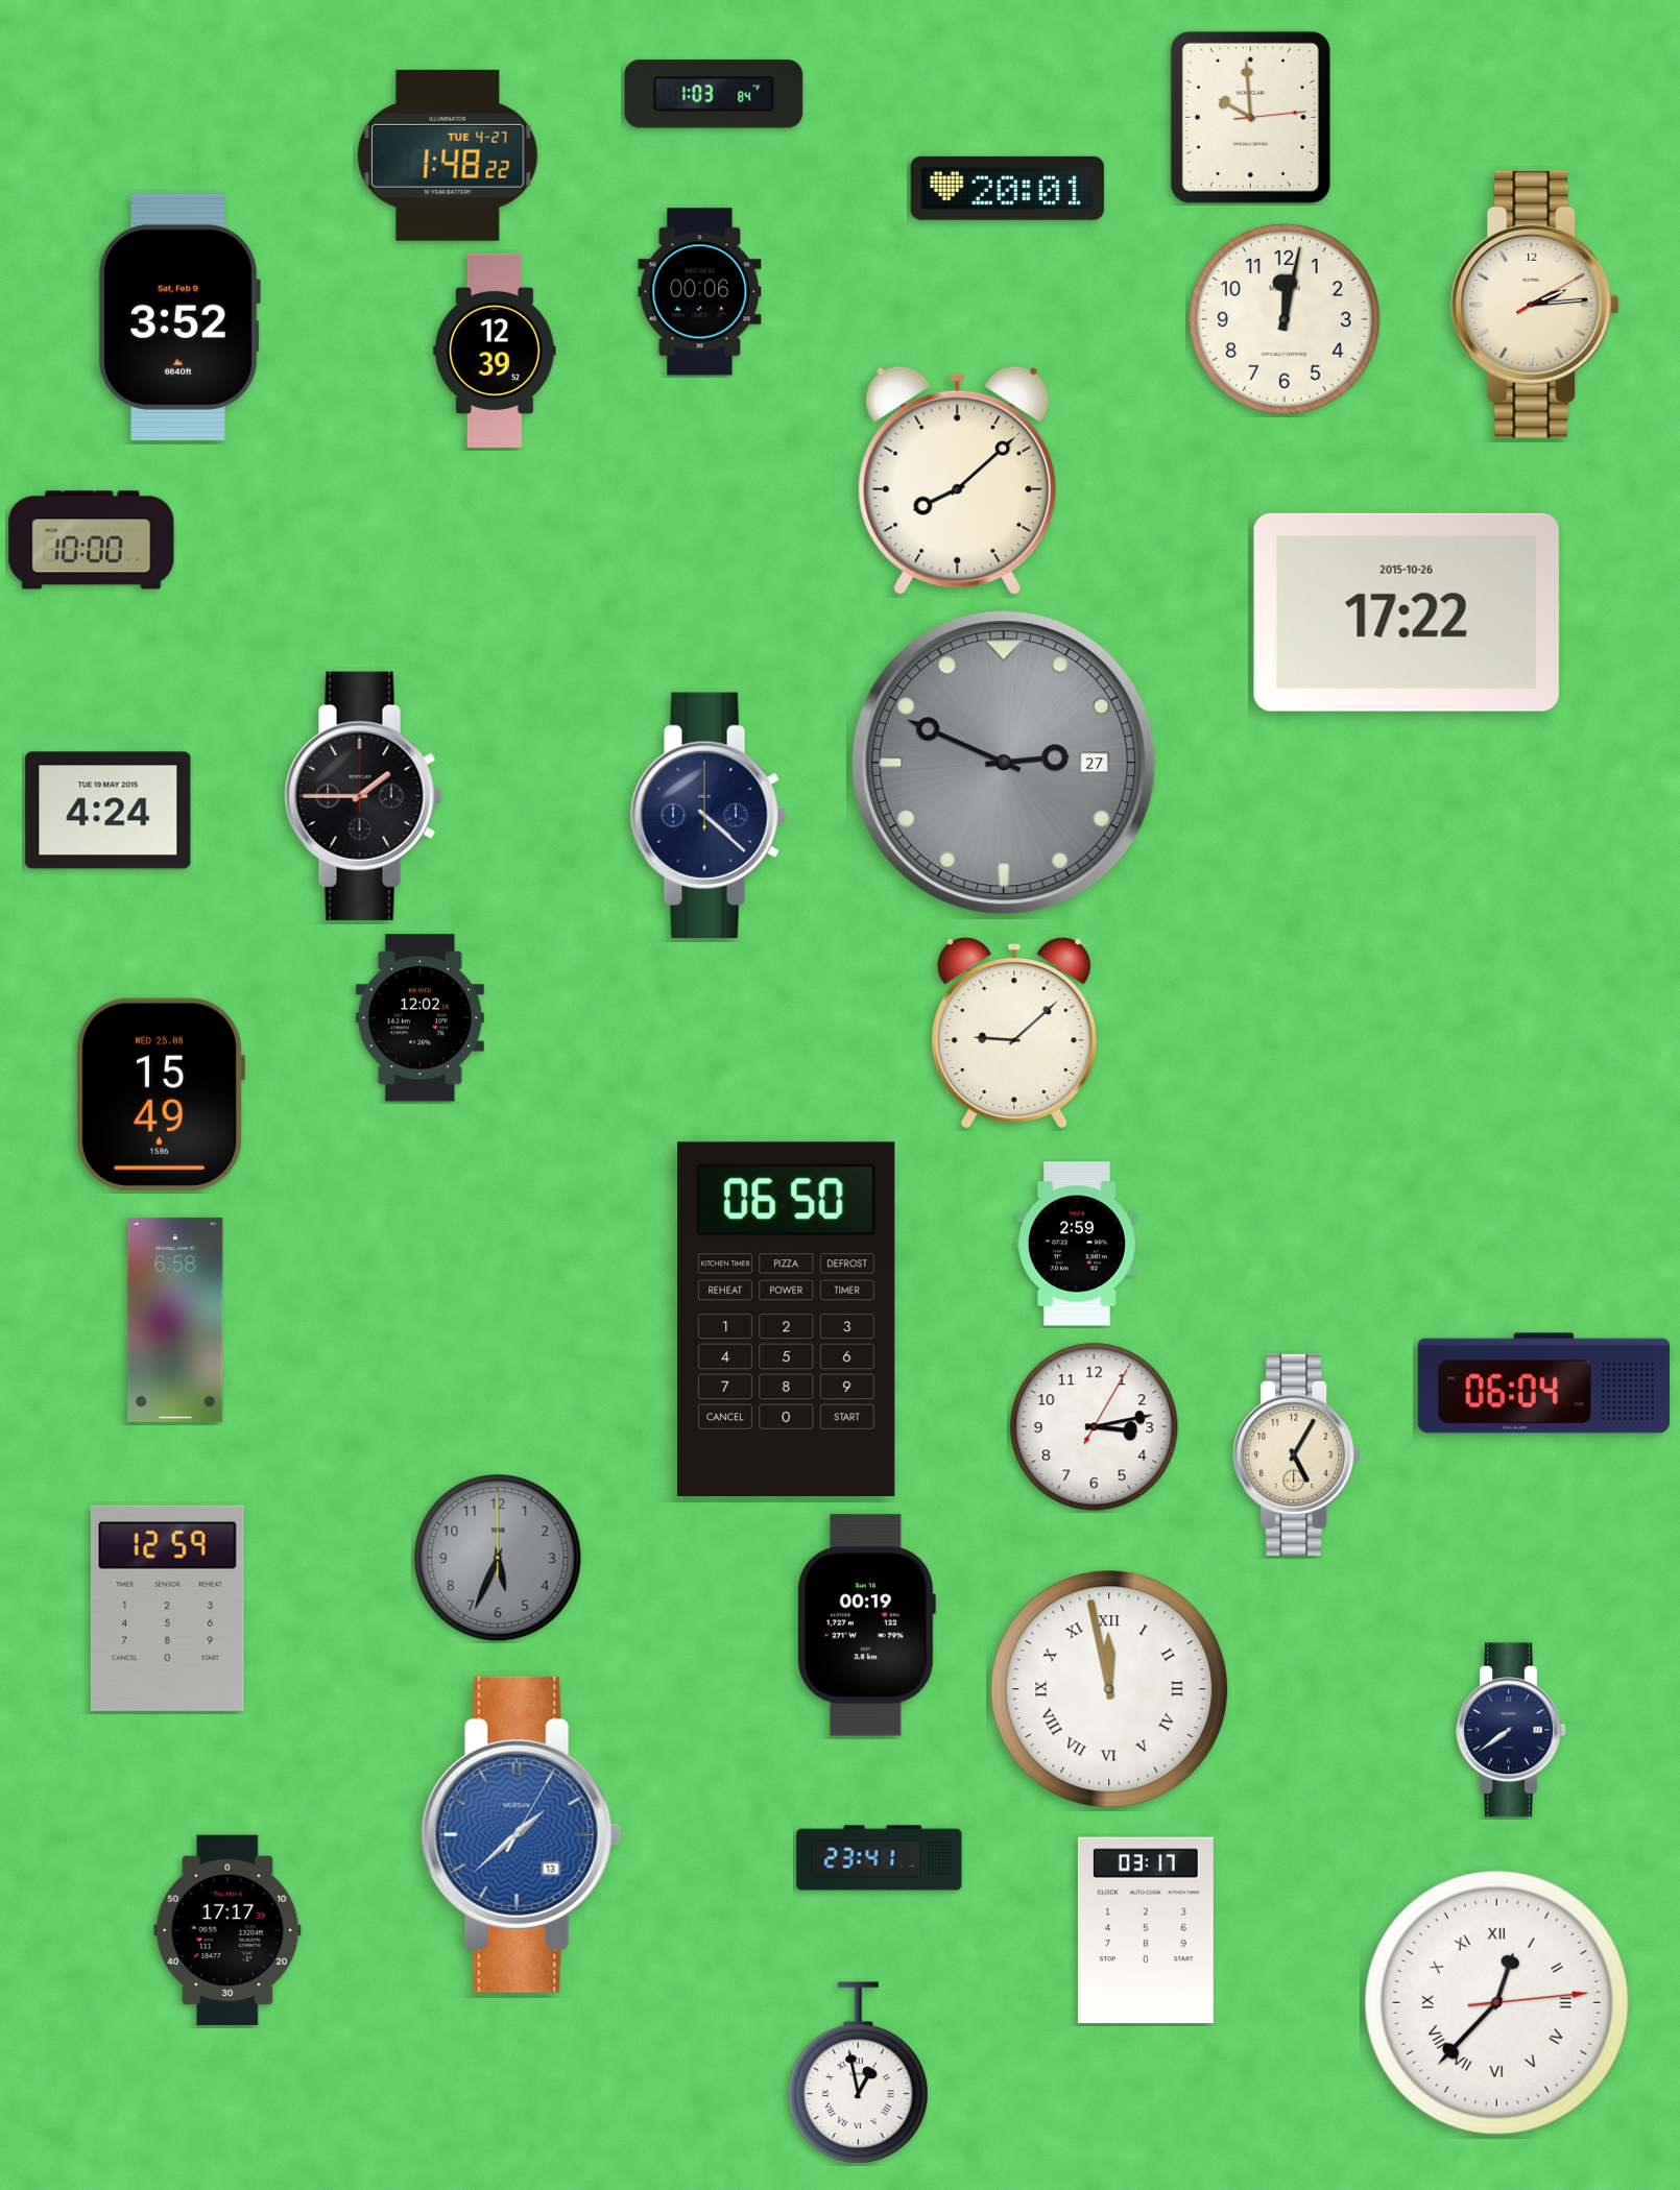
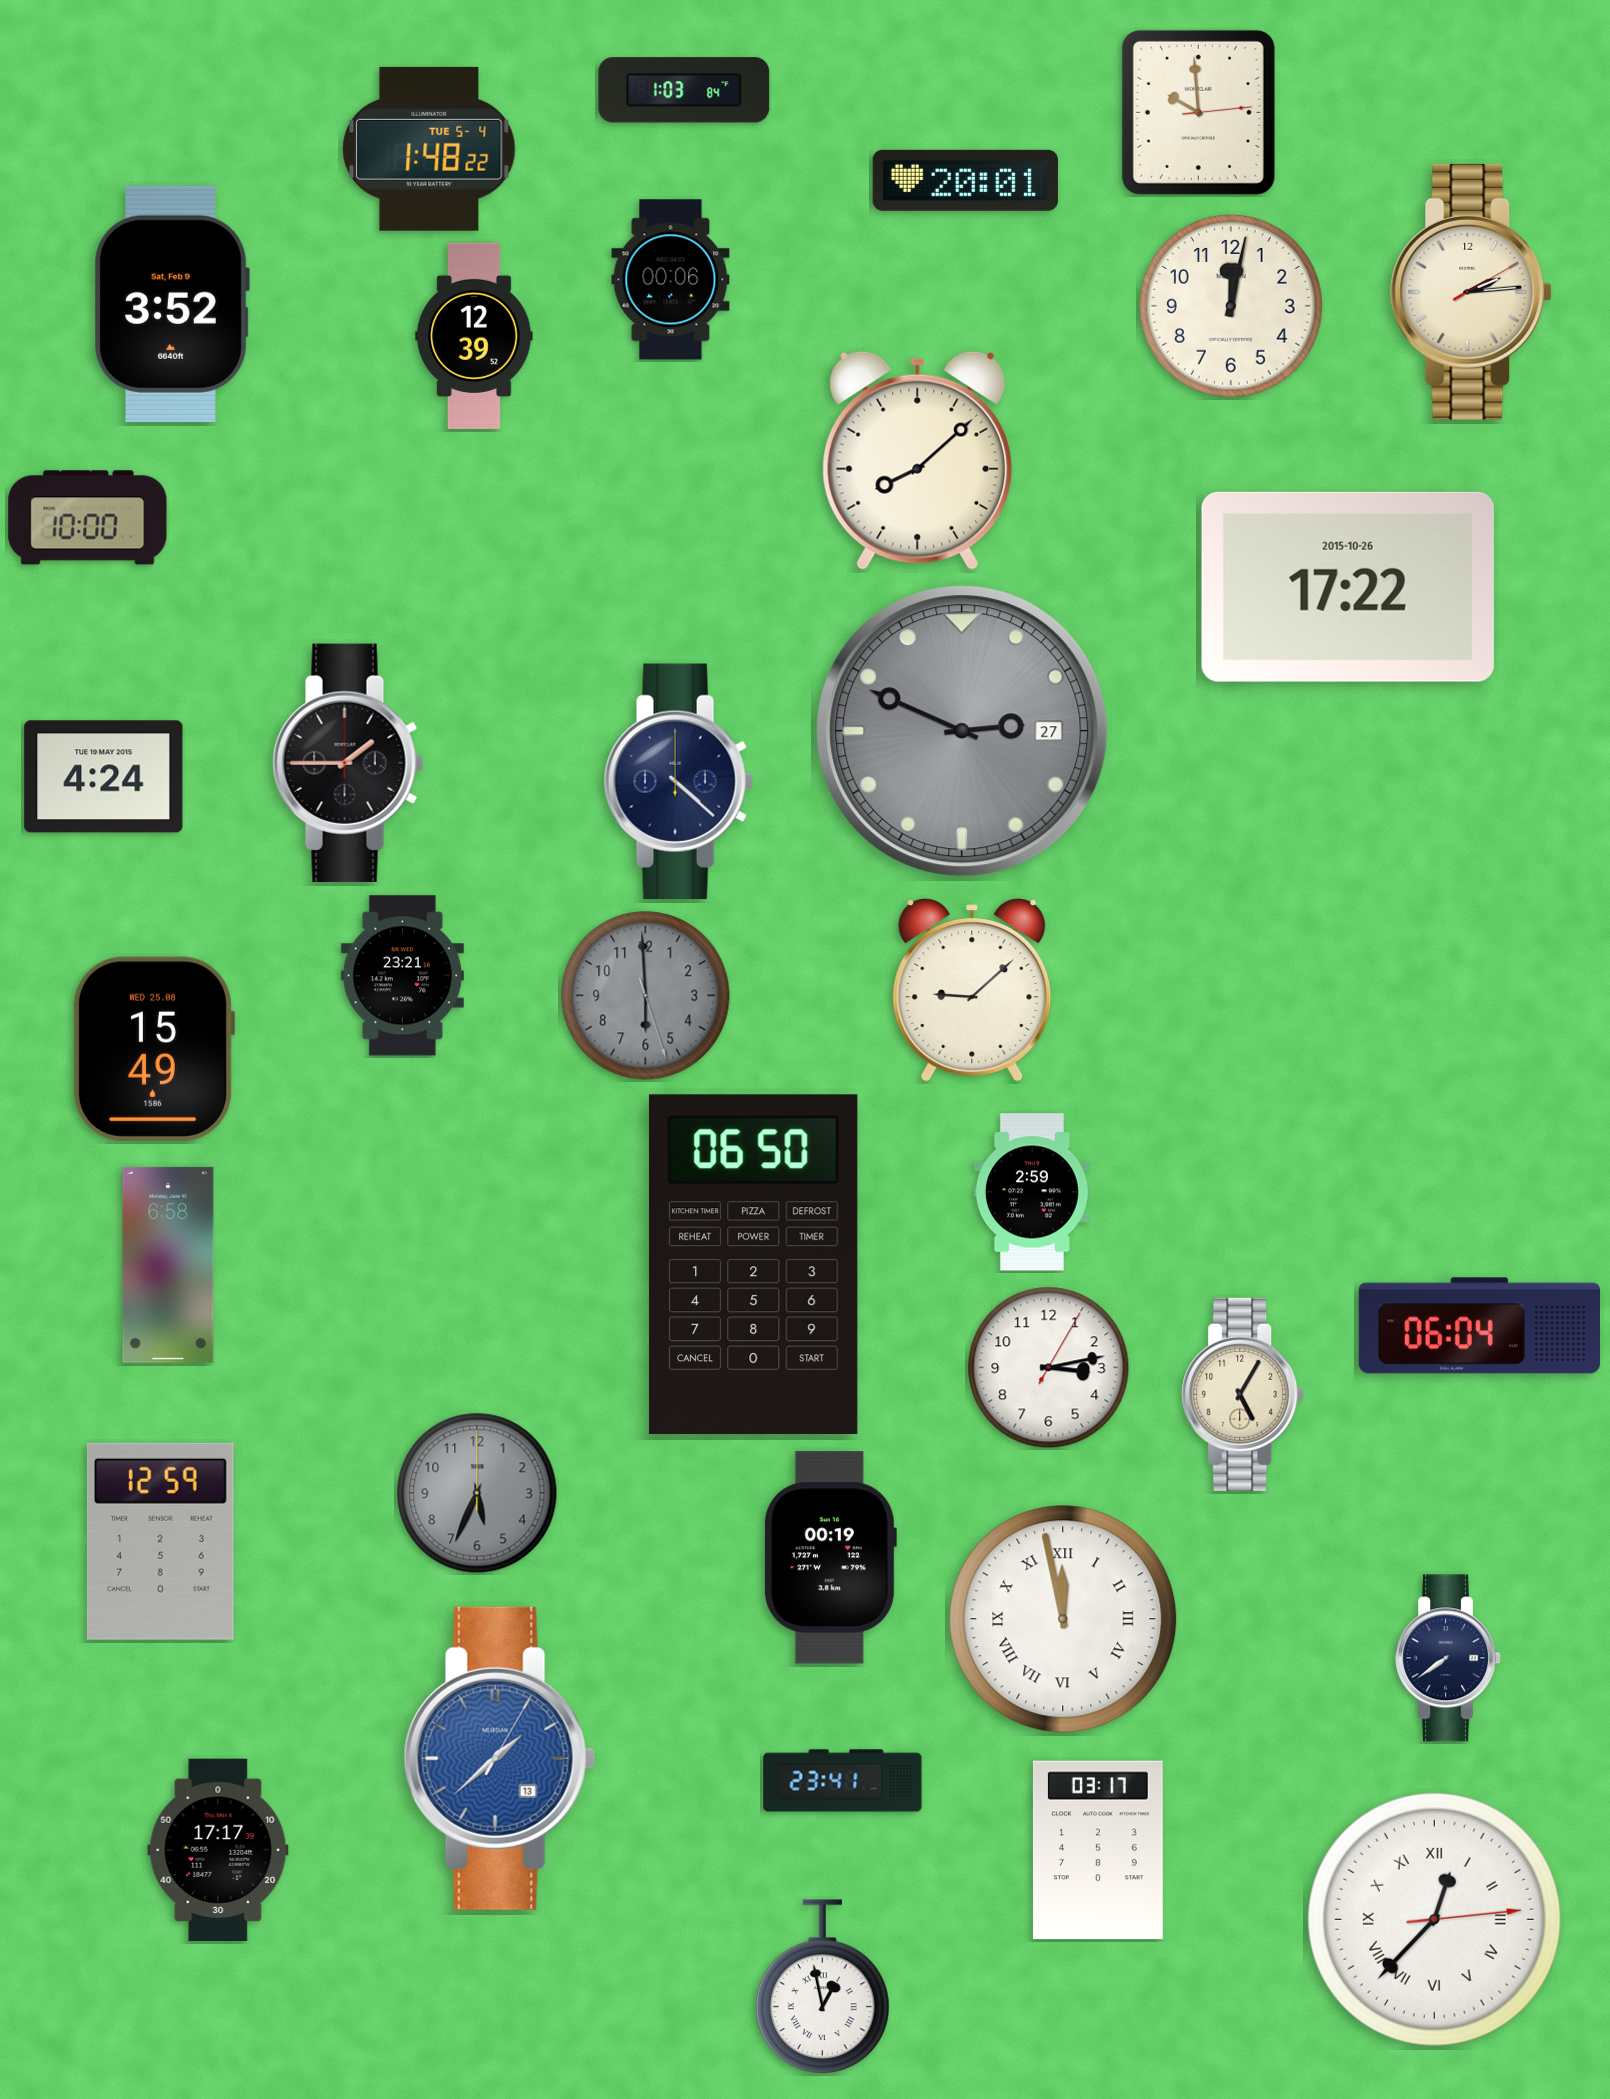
clock at (448, 155) date: TUE 4-27 -> TUE 5-4
clock at (419, 1018): 12:02 -> 23:21
clock at (646, 996): none -> 5:59
